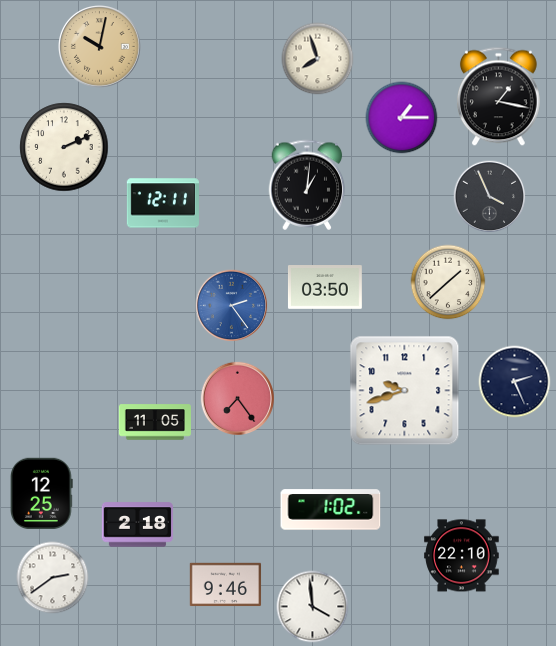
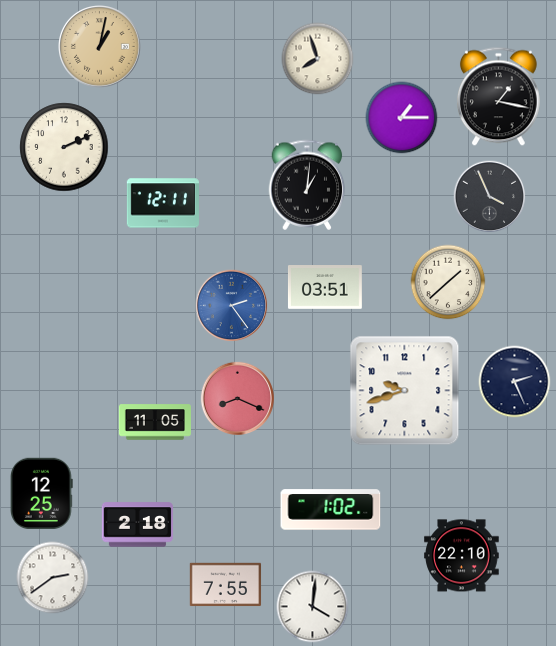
clock at (100, 47): 10:02 -> 1:02
clock at (325, 288): 03:50 -> 03:51
clock at (237, 398): 7:24 -> 8:19
clock at (226, 585): 9:46 -> 7:55
clock at (313, 607): 3:59 -> 4:01
